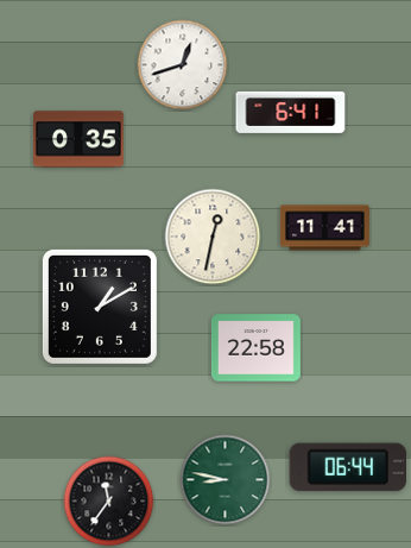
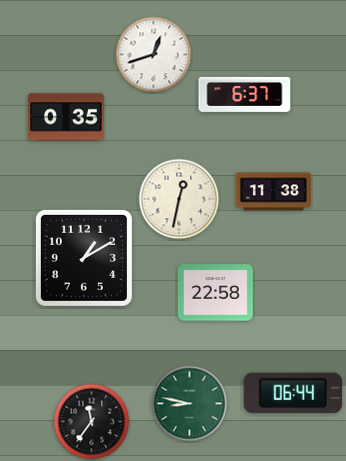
clock at (291, 112): 6:41 -> 6:37
clock at (324, 228): 11:41 -> 11:38
